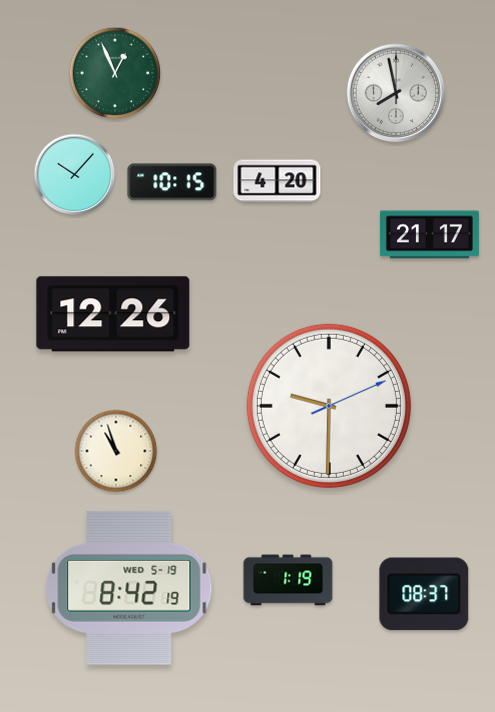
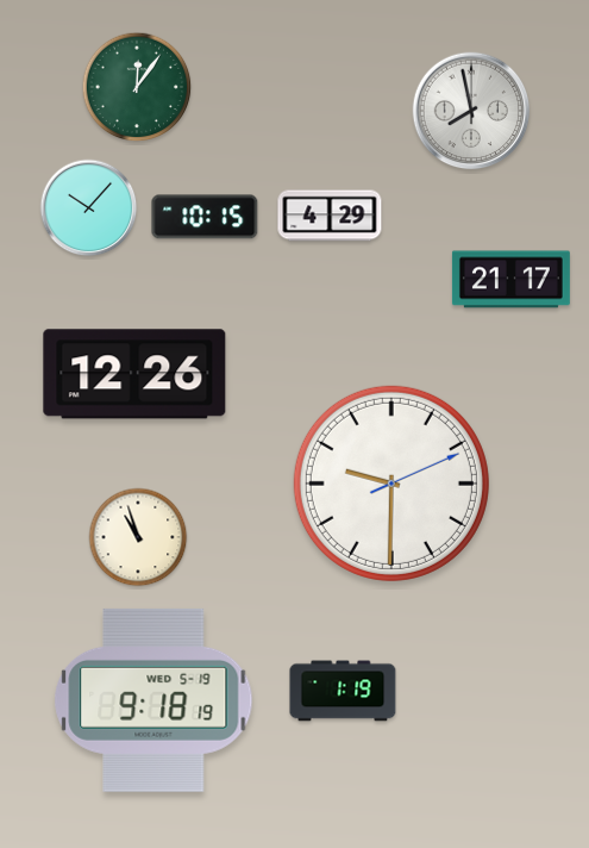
clock at (115, 73): 12:56 -> 12:06
clock at (277, 181): 4:20 -> 4:29
clock at (129, 588): 8:42 -> 9:18
clock at (424, 594): 08:37 -> none
